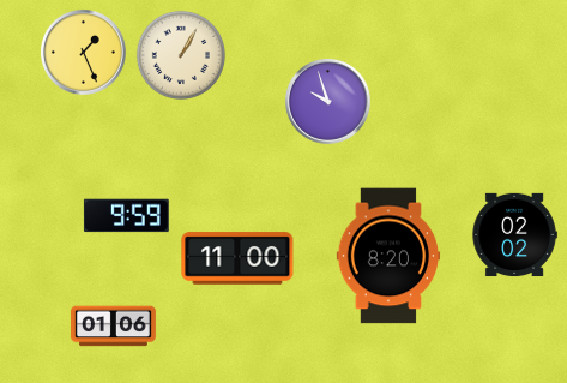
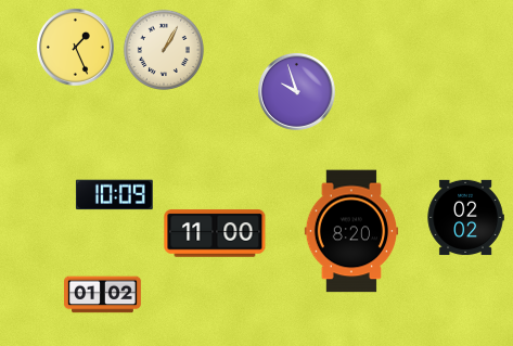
clock at (126, 216): 9:59 -> 10:09
clock at (514, 235) position: (514, 235) -> (465, 218)
clock at (114, 327): 01:06 -> 01:02
